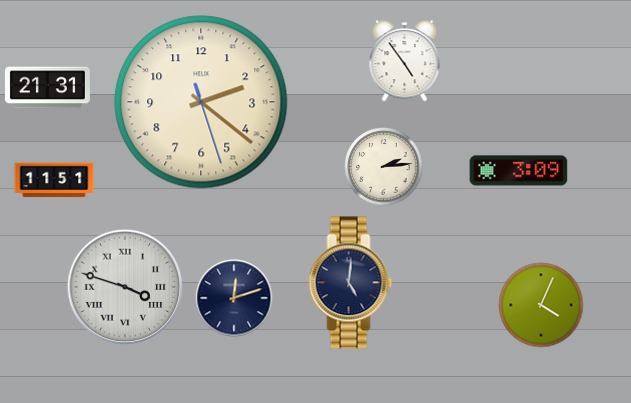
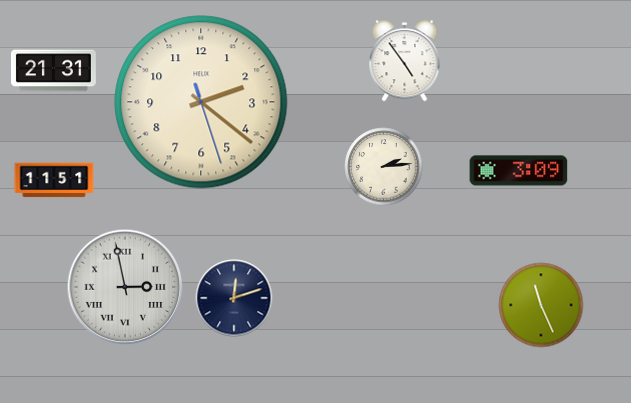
clock at (47, 88) position: (47, 88) -> (53, 71)
clock at (351, 283): 5:01 -> none
clock at (125, 287): 3:48 -> 2:58
clock at (541, 305): 4:04 -> 11:26
